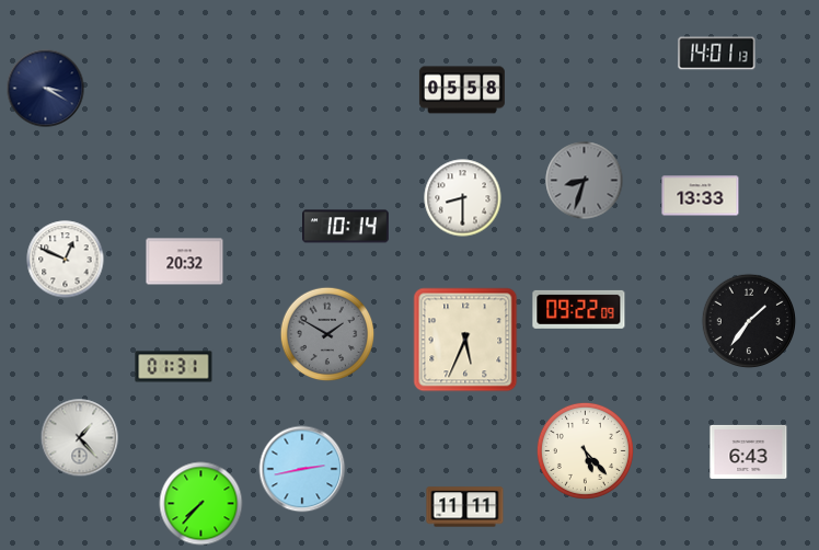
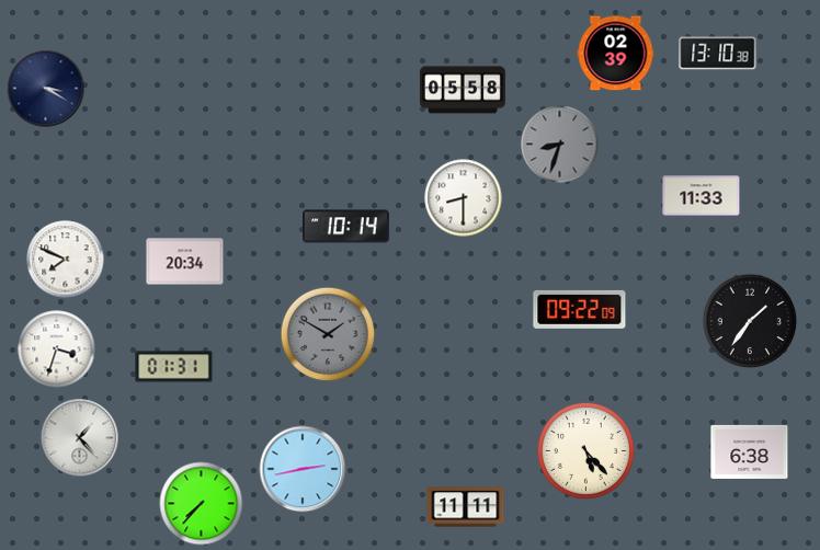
clock at (616, 54): none -> 02:39
clock at (717, 54): 14:01 -> 13:10
clock at (585, 181) position: (585, 181) -> (560, 145)
clock at (701, 196): 13:33 -> 11:33
clock at (66, 260): 12:49 -> 7:49
clock at (185, 262): 20:32 -> 20:34
clock at (465, 340): 5:34 -> none
clock at (57, 350): none -> 3:33
clock at (749, 451): 6:43 -> 6:38
